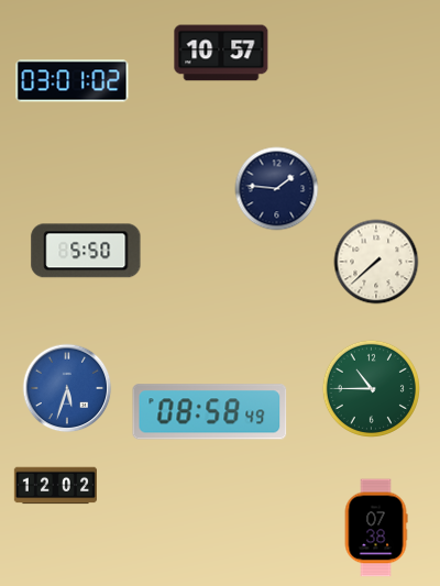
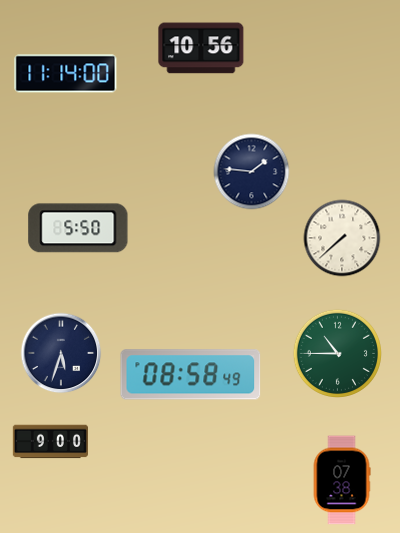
clock at (221, 53): 10:57 -> 10:56
clock at (73, 81): 03:01 -> 11:14
clock at (67, 388) dial: blue -> navy
clock at (55, 486): 12:02 -> 9:00
